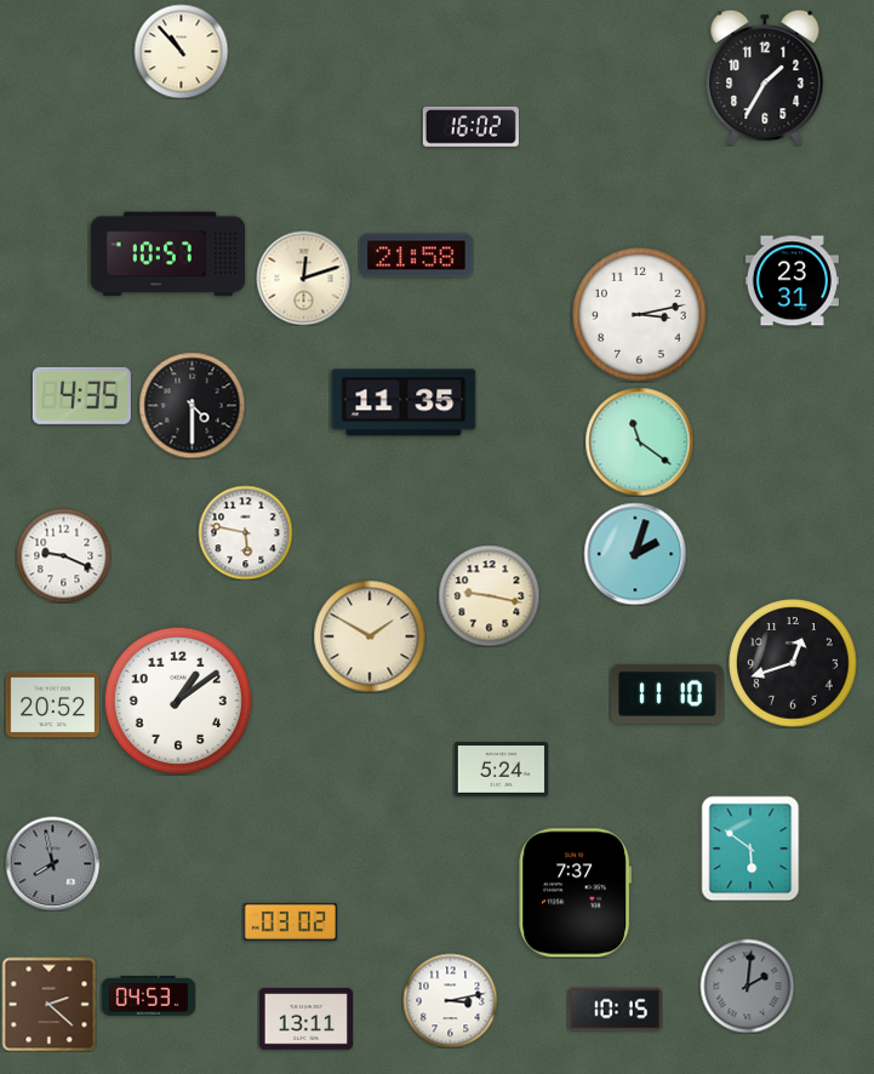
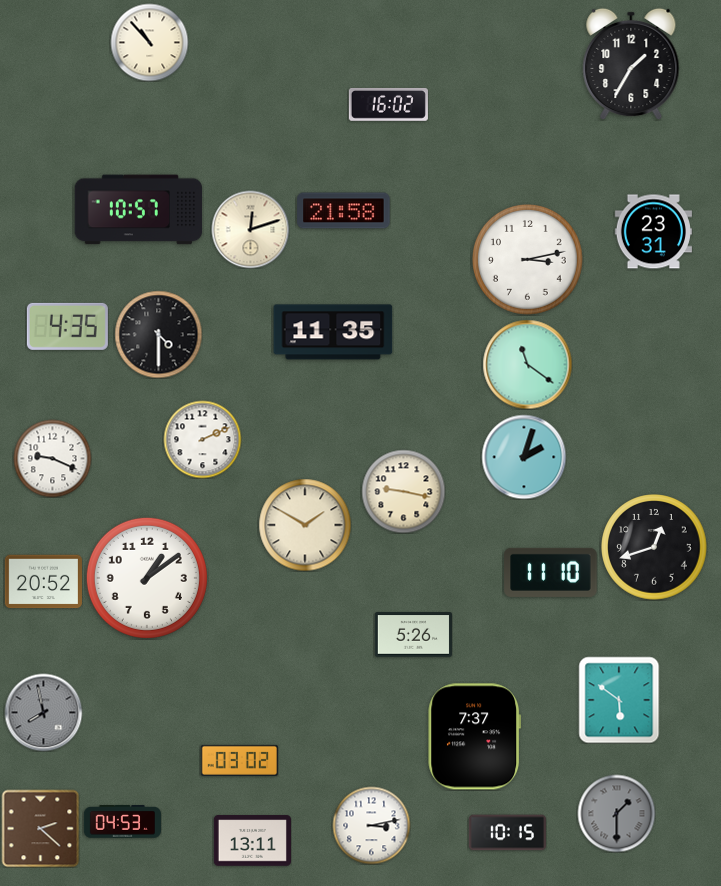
clock at (245, 532): 5:47 -> 2:11
clock at (501, 770): 5:24 -> 5:26
clock at (747, 986): 2:01 -> 1:30
